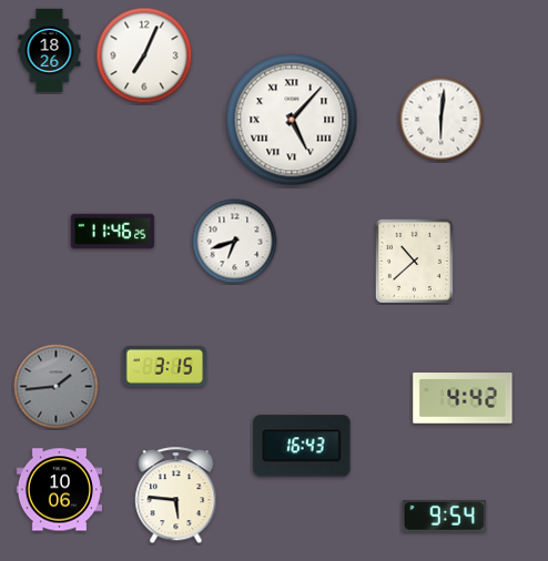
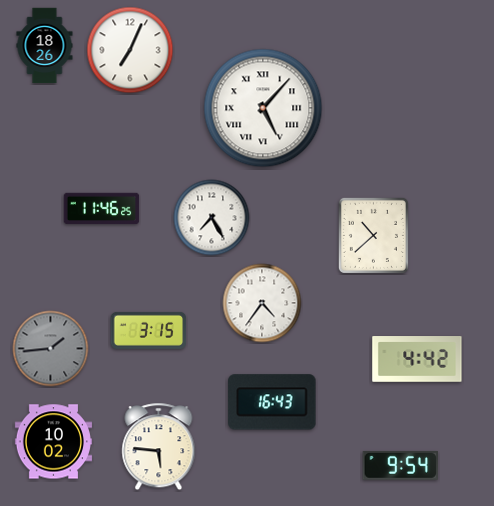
clock at (442, 120): 6:01 -> none
clock at (235, 242): 6:42 -> 7:25
clock at (262, 303): none -> 4:36
clock at (59, 490): 10:06 -> 10:02
